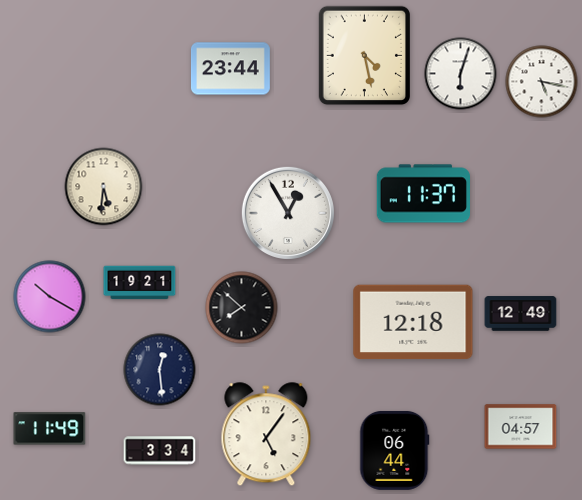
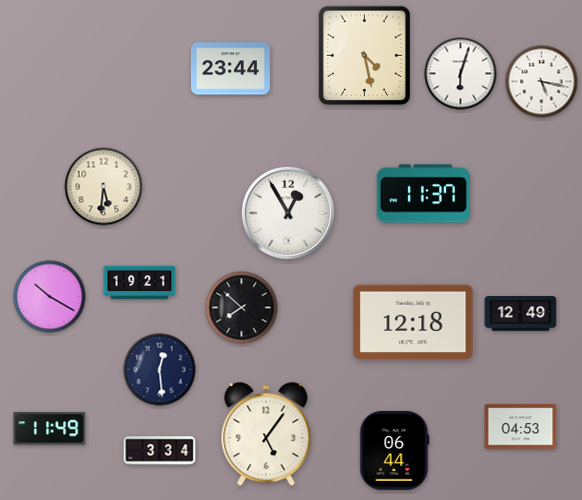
clock at (521, 427): 04:57 -> 04:53
